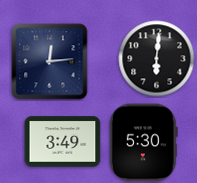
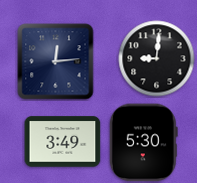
clock at (157, 59): 6:01 -> 9:01
clock at (50, 62) position: (50, 62) -> (56, 62)
